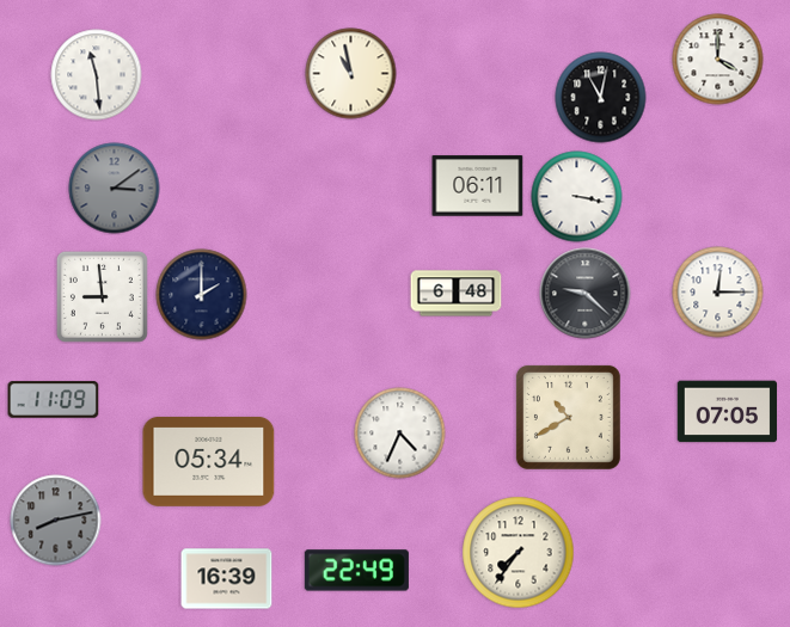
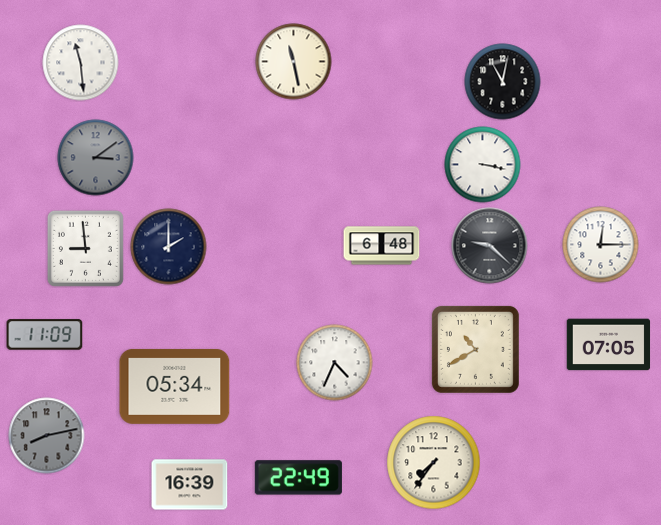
clock at (718, 60): 4:00 -> none
clock at (351, 74): 10:58 -> 11:28
clock at (478, 186): 06:11 -> none
